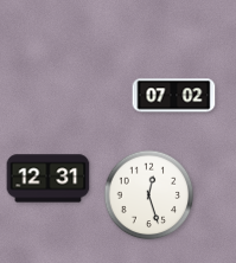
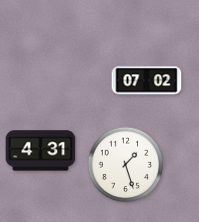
clock at (49, 179): 12:31 -> 4:31
clock at (149, 195): 12:27 -> 1:27
